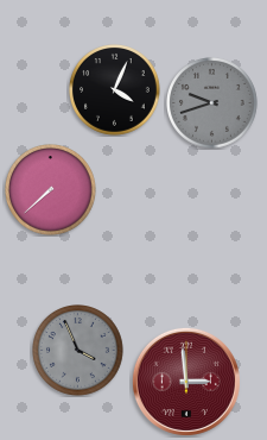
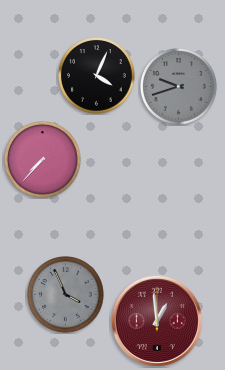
clock at (51, 190): 7:38 -> 7:37
clock at (186, 382): 2:59 -> 12:59
